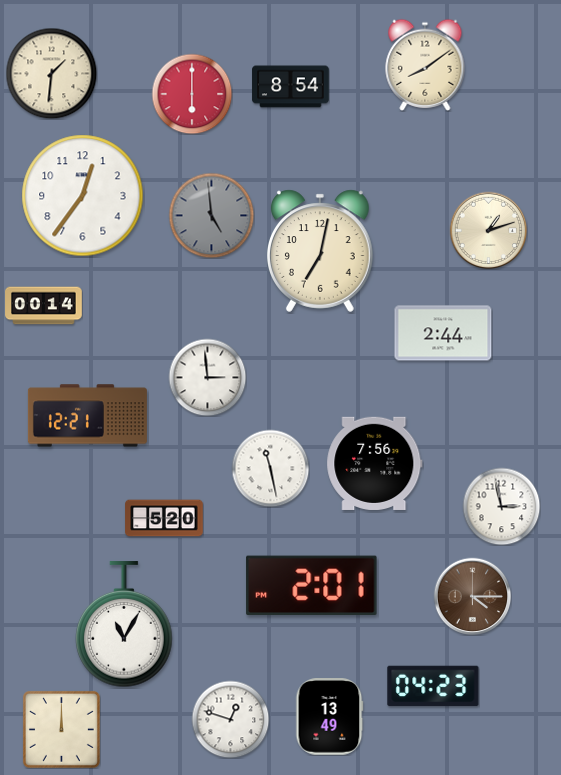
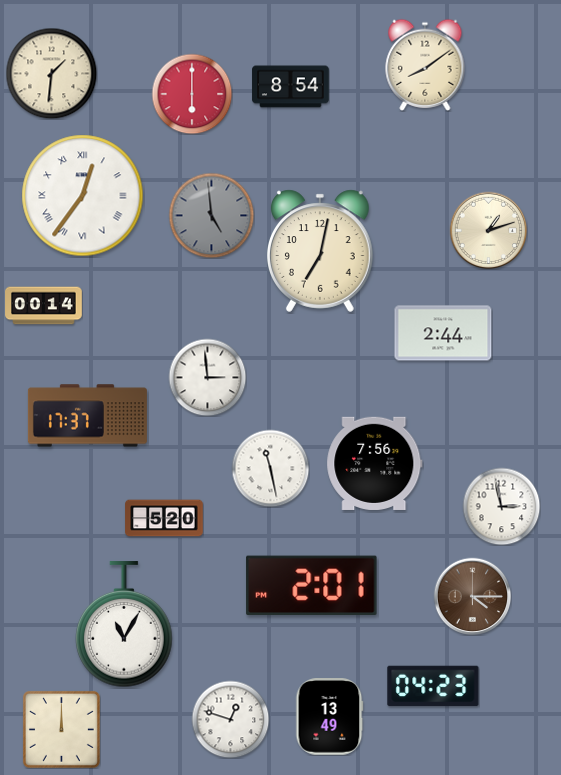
clock at (83, 196) numerals: Arabic -> Roman
clock at (87, 416): 12:21 -> 17:37
